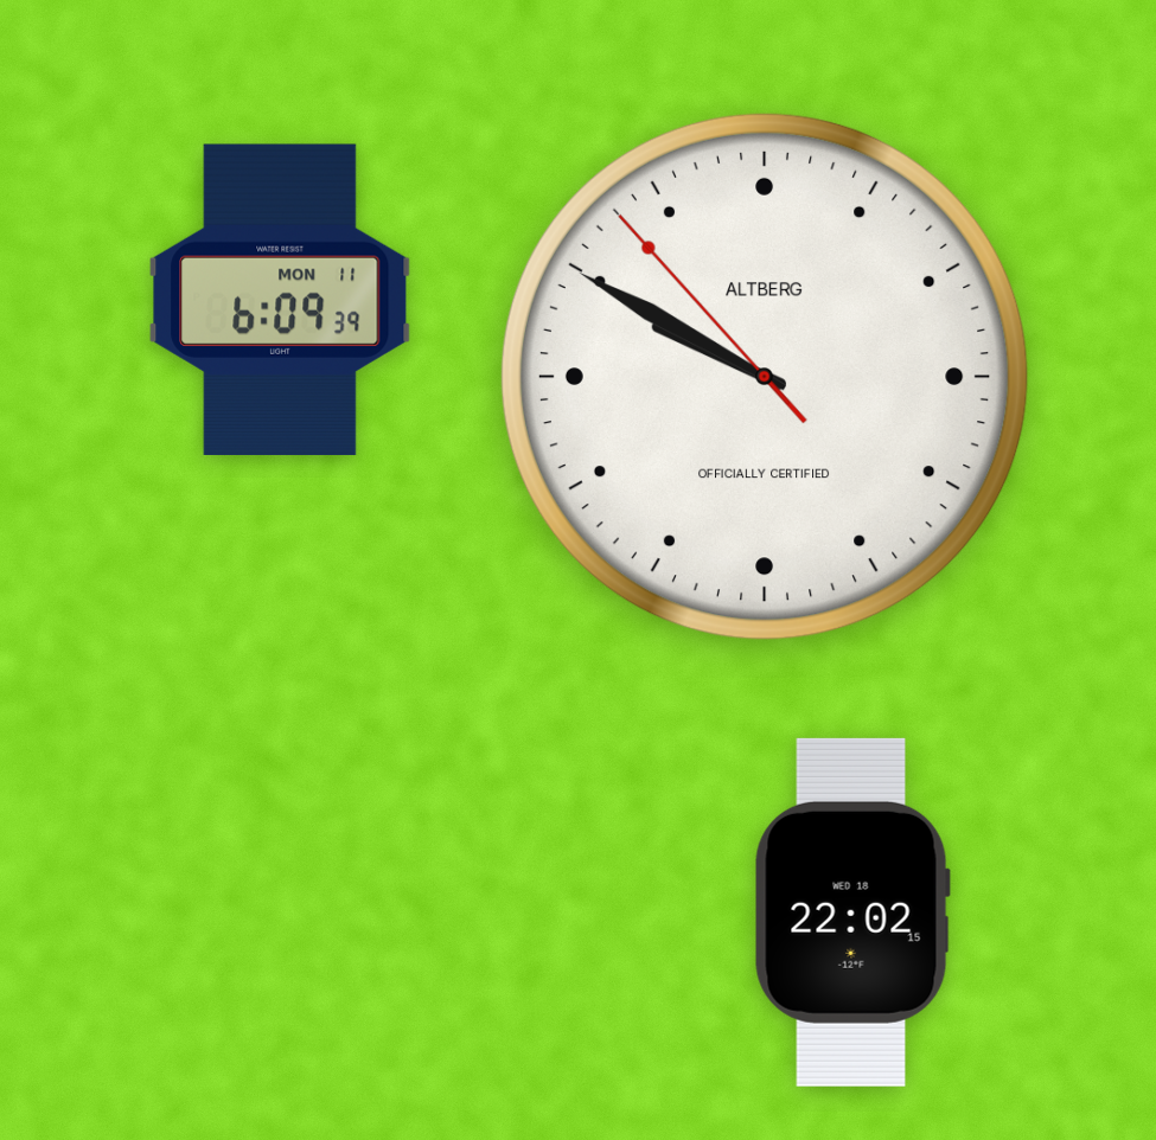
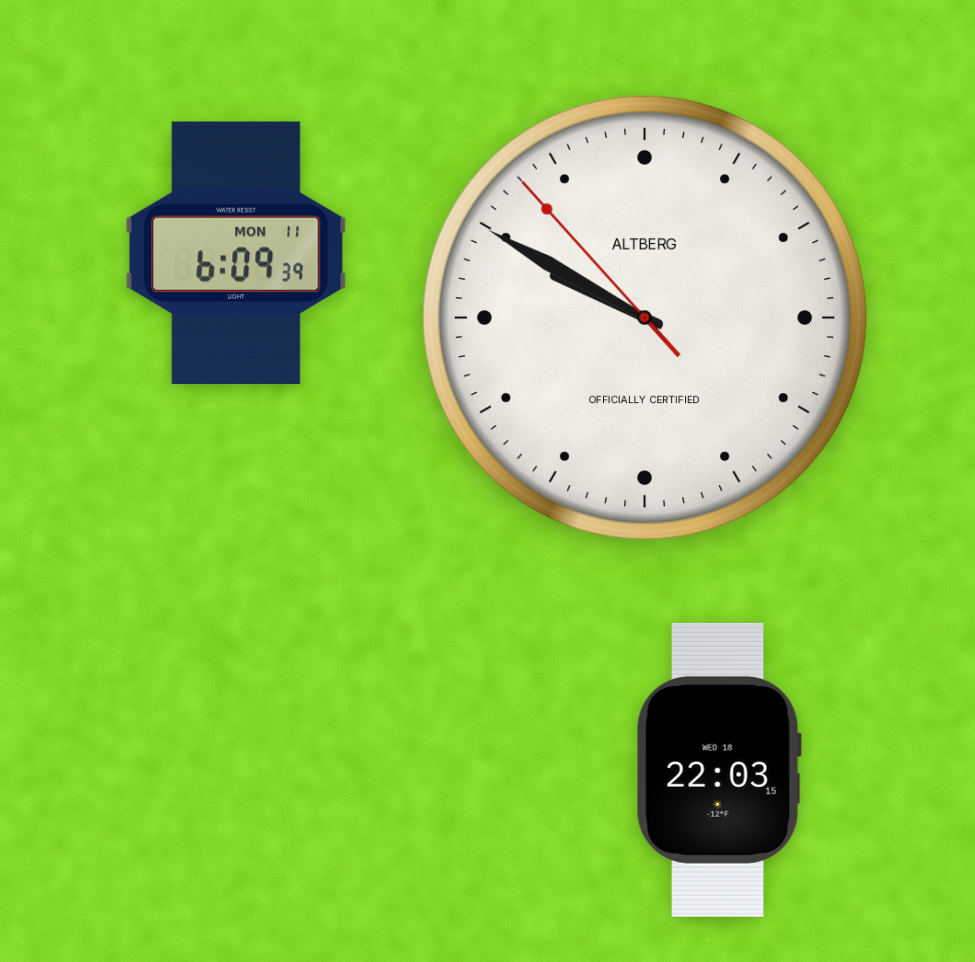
clock at (852, 912): 22:02 -> 22:03
